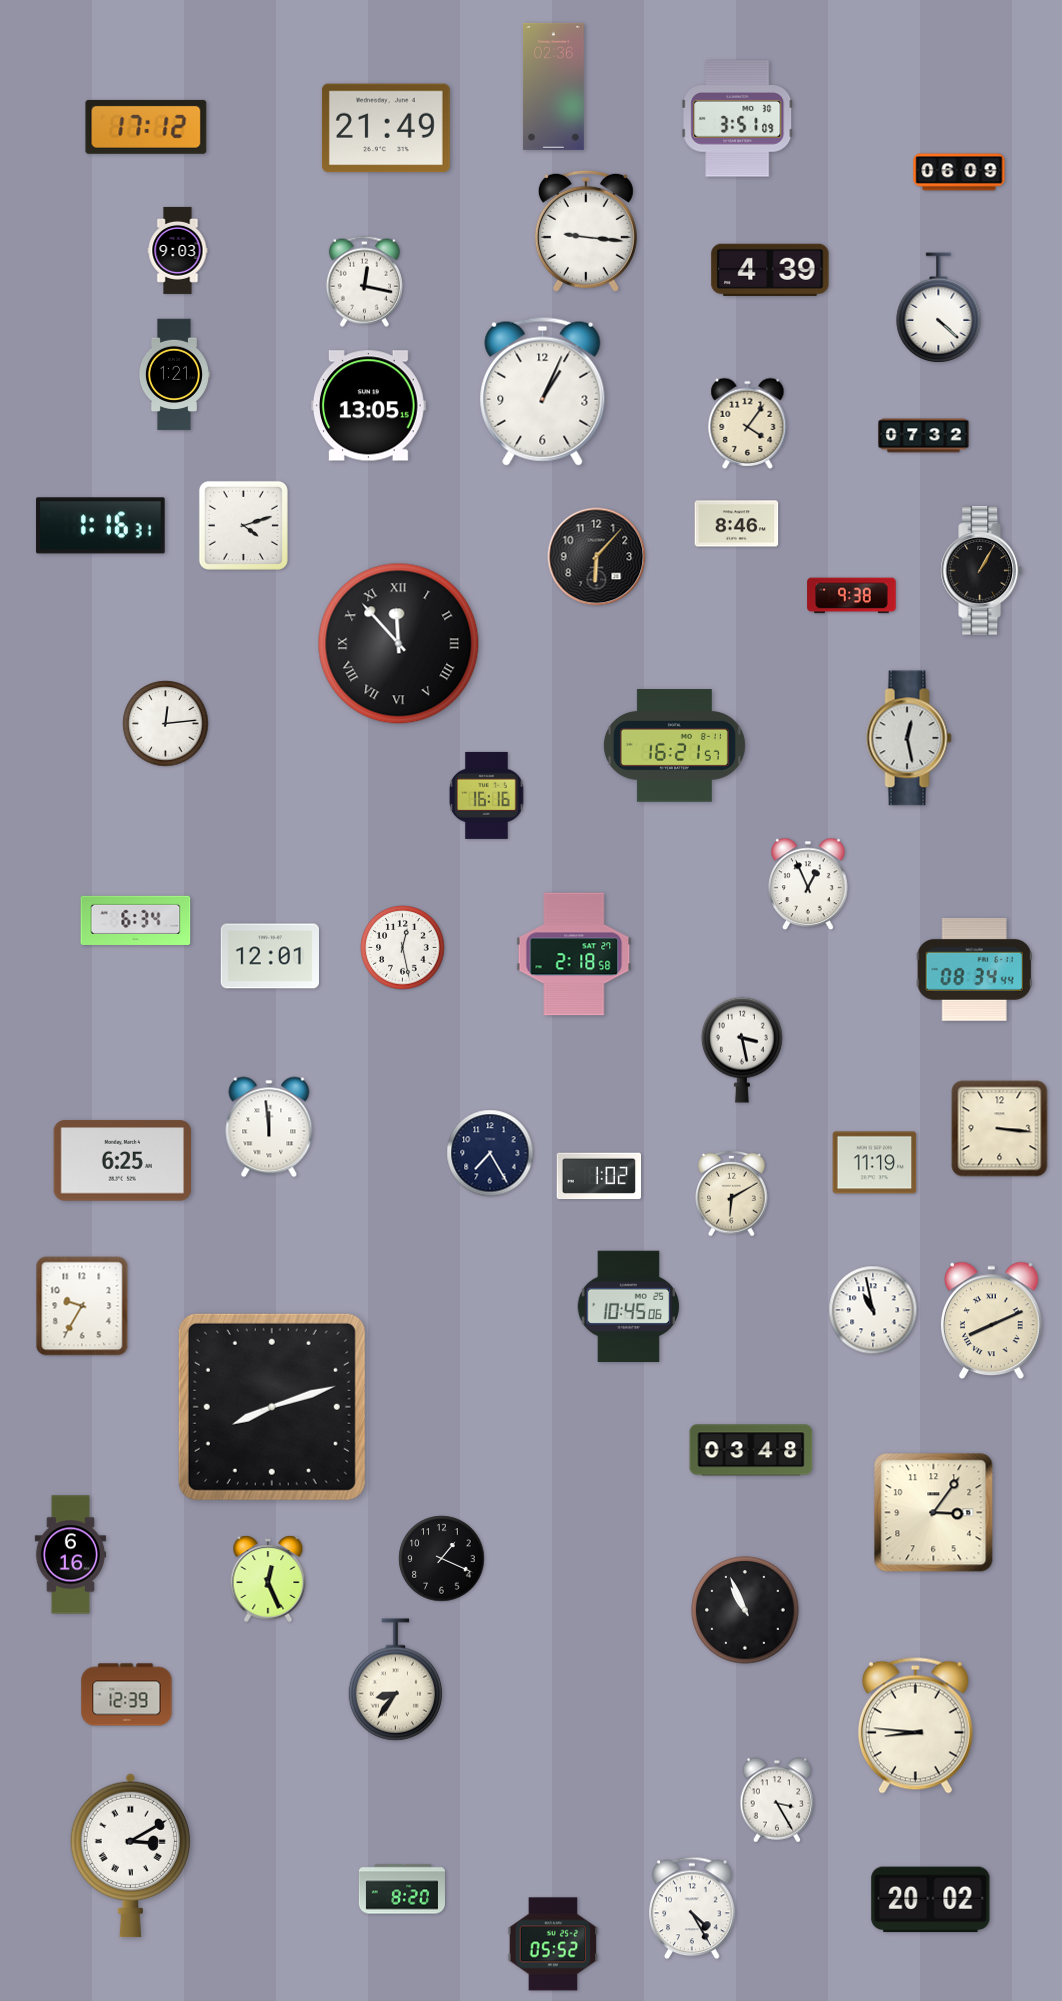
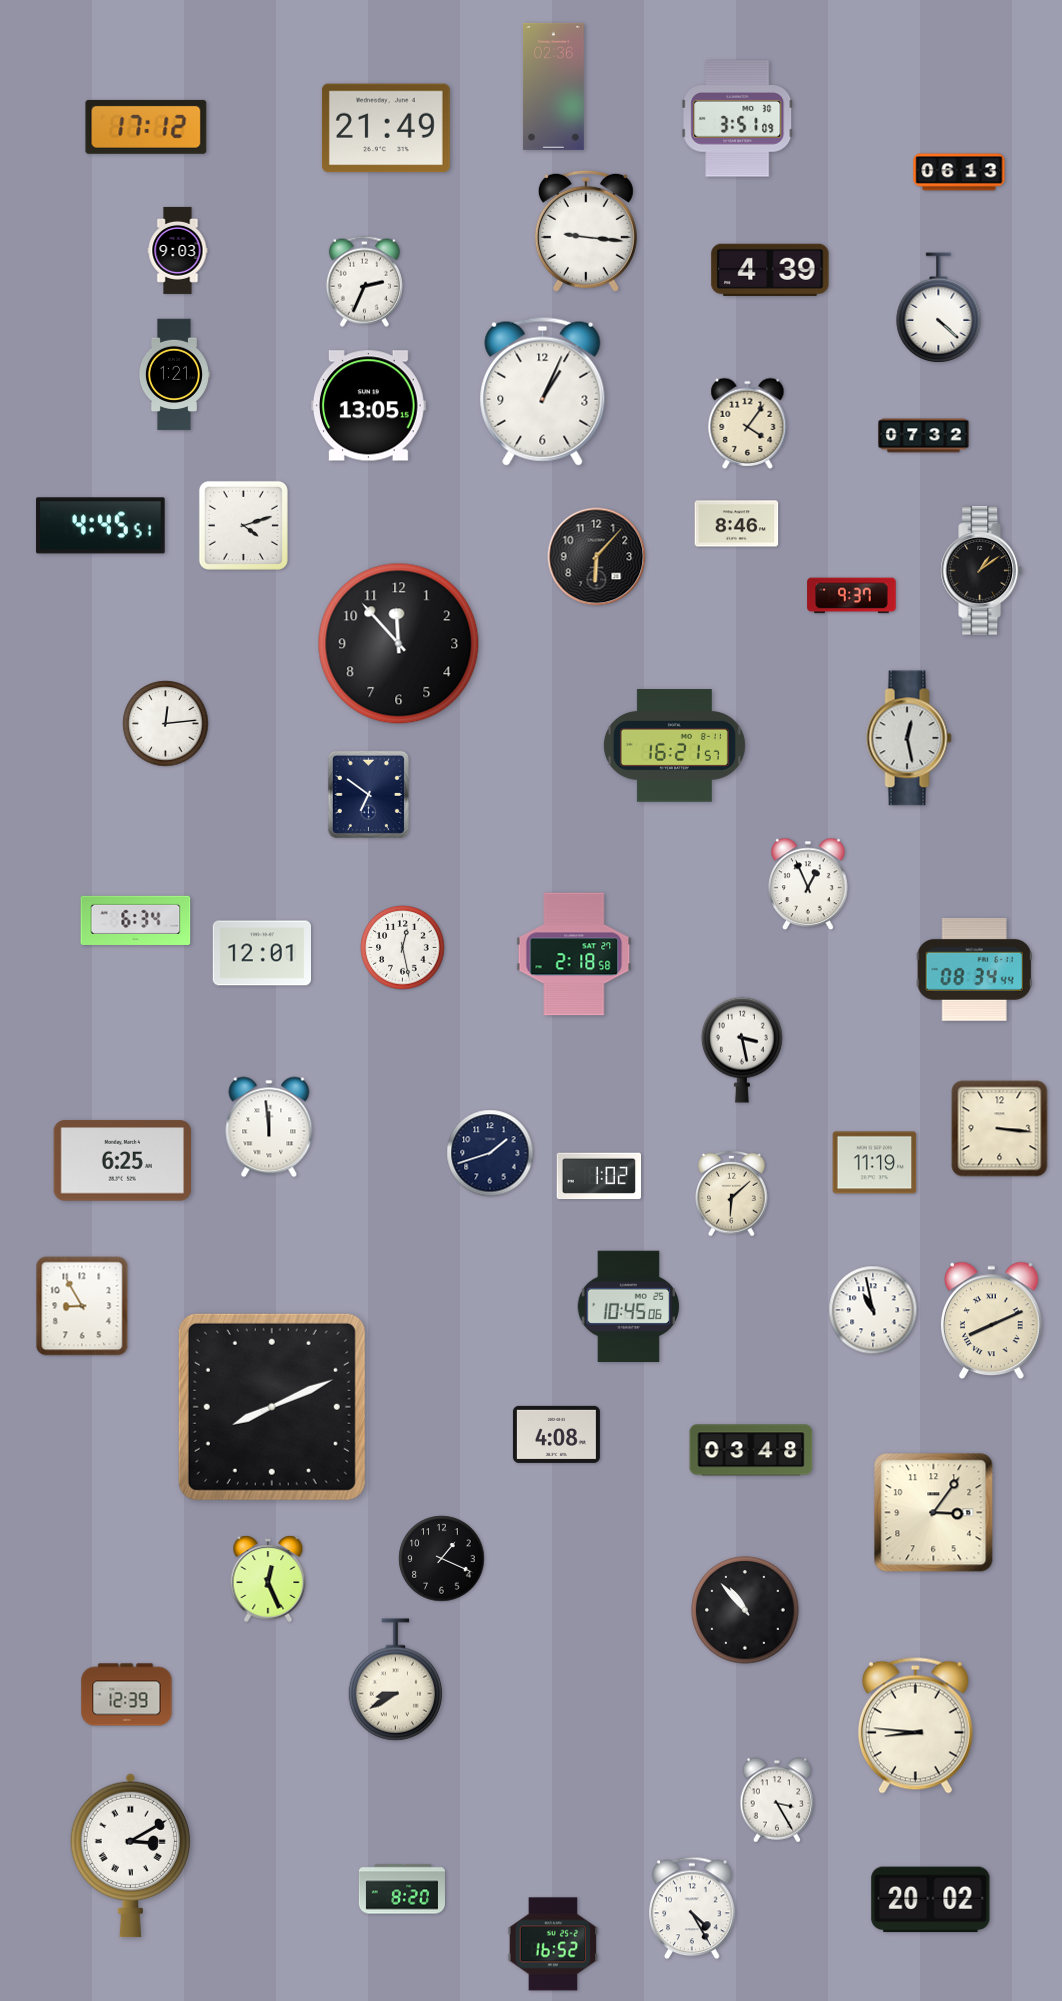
clock at (959, 172): 06:09 -> 06:13
clock at (364, 281): 12:17 -> 2:34
clock at (101, 526): 1:16 -> 4:45
clock at (981, 571): 1:05 -> 1:09
clock at (852, 596): 9:38 -> 9:37
clock at (399, 644) numerals: Roman -> Arabic
clock at (368, 794): none -> 6:51
clock at (487, 795): 16:16 -> none
clock at (270, 956) position: (270, 956) -> (262, 953)
clock at (490, 1153): 7:25 -> 1:42
clock at (732, 1193): 6:10 -> 6:08
clock at (82, 1306): 9:35 -> 8:55
clock at (272, 1407): 8:12 -> 8:11
clock at (556, 1434): none -> 4:08
clock at (70, 1555): 6:16 -> none
clock at (745, 1610): 10:56 -> 10:53
clock at (395, 1680): 8:36 -> 8:40
clock at (553, 1944): 05:52 -> 16:52
